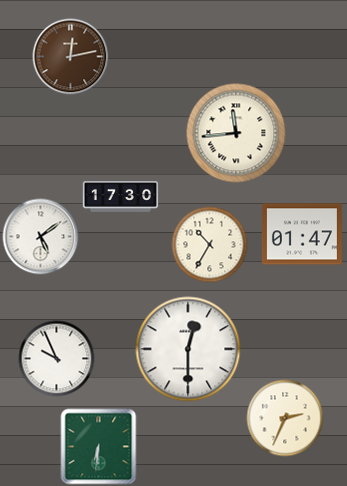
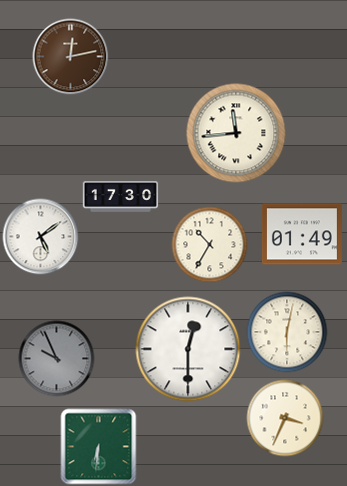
clock at (302, 234): 01:47 -> 01:49
clock at (287, 332): none -> 6:02
clock at (57, 359) dial: white -> grey
clock at (285, 418): 2:34 -> 3:34
